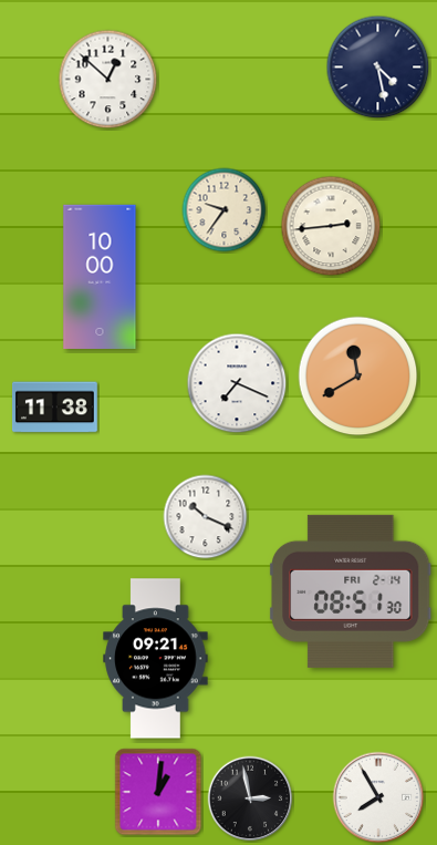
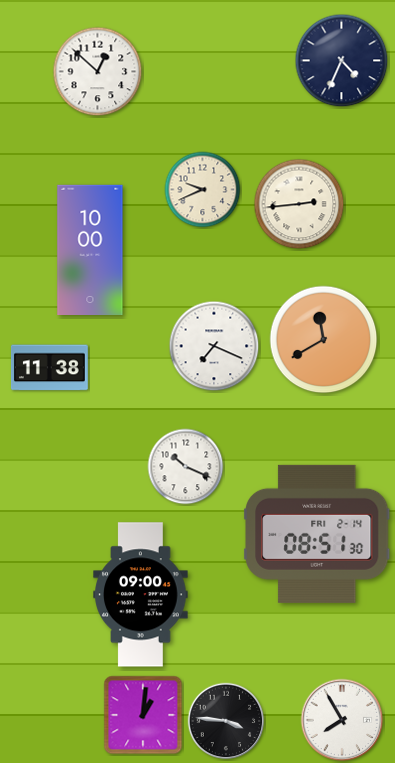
clock at (378, 68): 4:28 -> 4:34
clock at (225, 210): 9:36 -> 9:41
clock at (156, 659): 09:21 -> 09:00
clock at (250, 798): 2:58 -> 3:46
